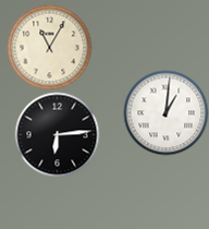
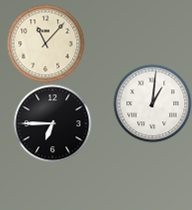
clock at (49, 47): 11:05 -> 11:07
clock at (57, 134): 6:14 -> 6:45
